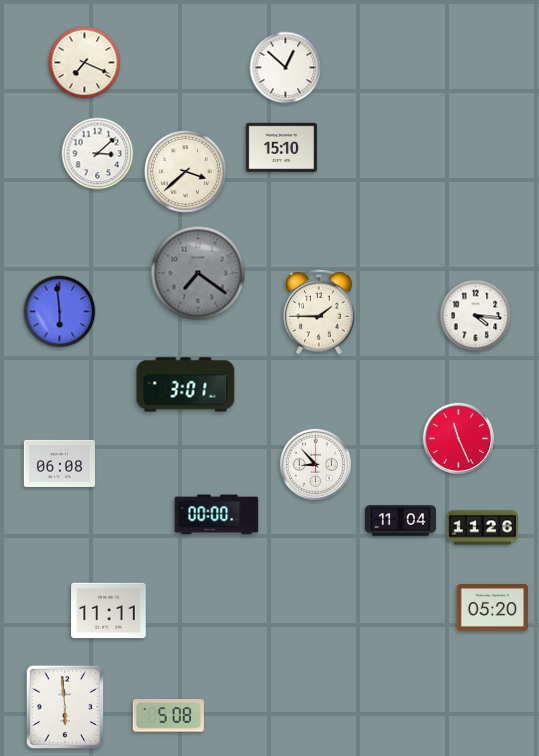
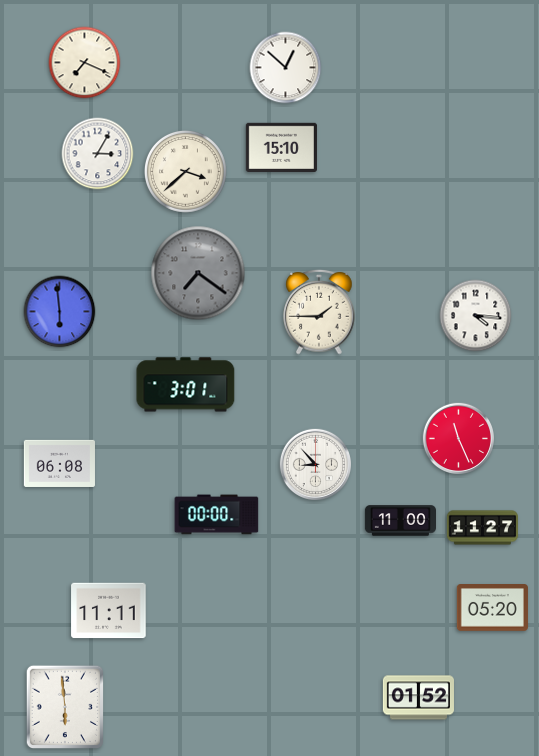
clock at (98, 154): 3:08 -> 3:05
clock at (400, 521): 11:04 -> 11:00
clock at (482, 528): 11:26 -> 11:27
clock at (418, 698): none -> 01:52
clock at (168, 716): 5:08 -> none
